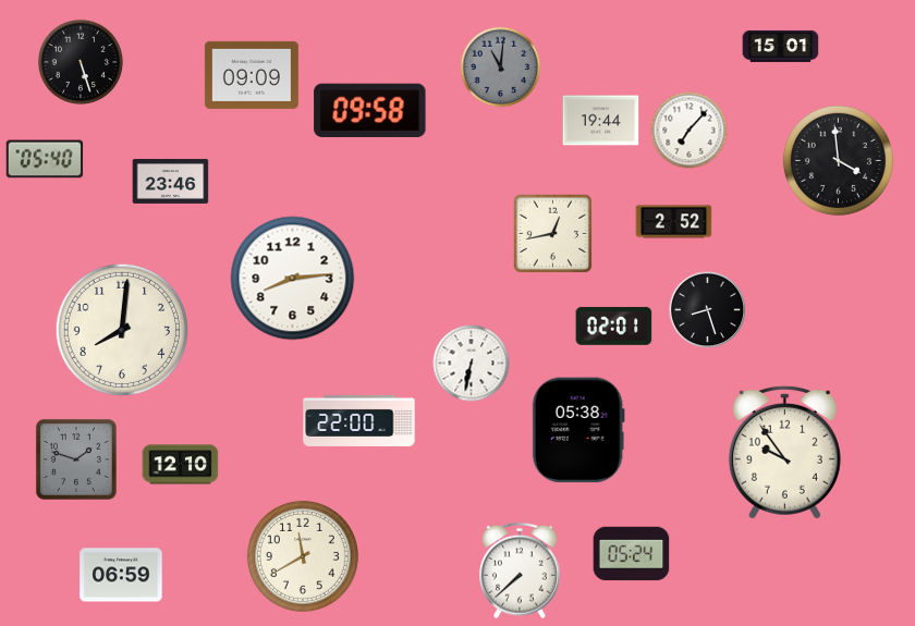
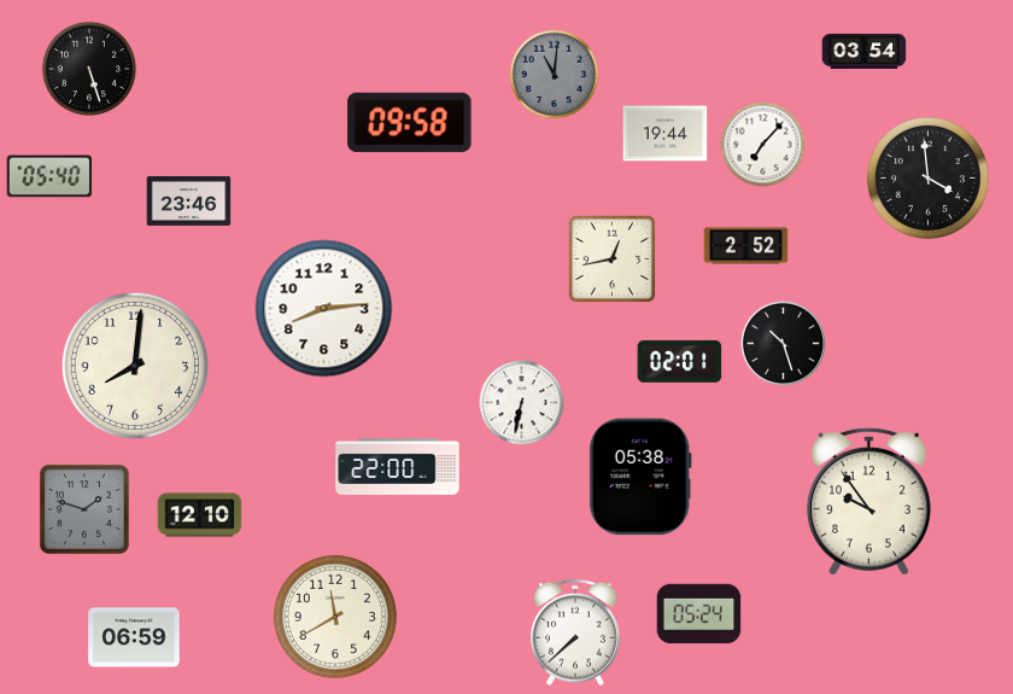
clock at (781, 46): 15:01 -> 03:54
clock at (252, 75): 09:09 -> none
clock at (708, 310): 8:27 -> 10:27
